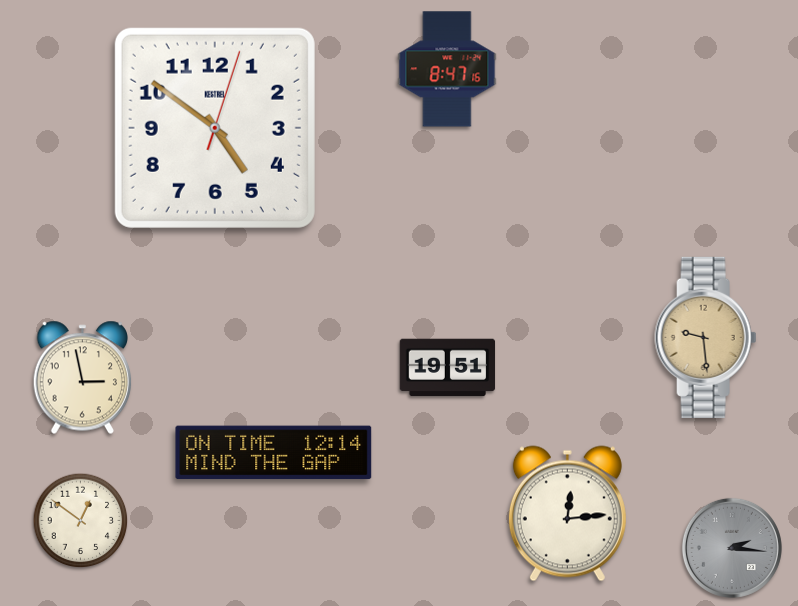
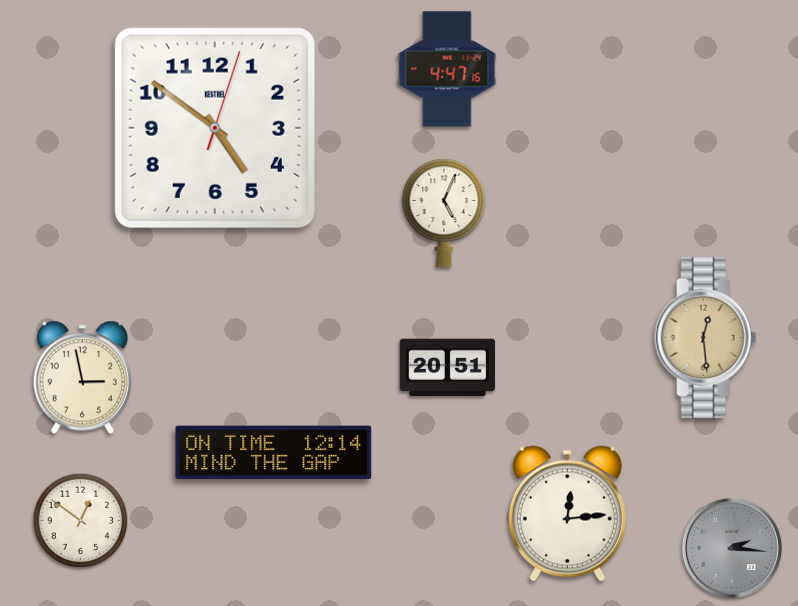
clock at (447, 69): 8:47 -> 4:47
clock at (444, 213): none -> 5:04
clock at (706, 337): 9:29 -> 12:29
clock at (448, 368): 19:51 -> 20:51
